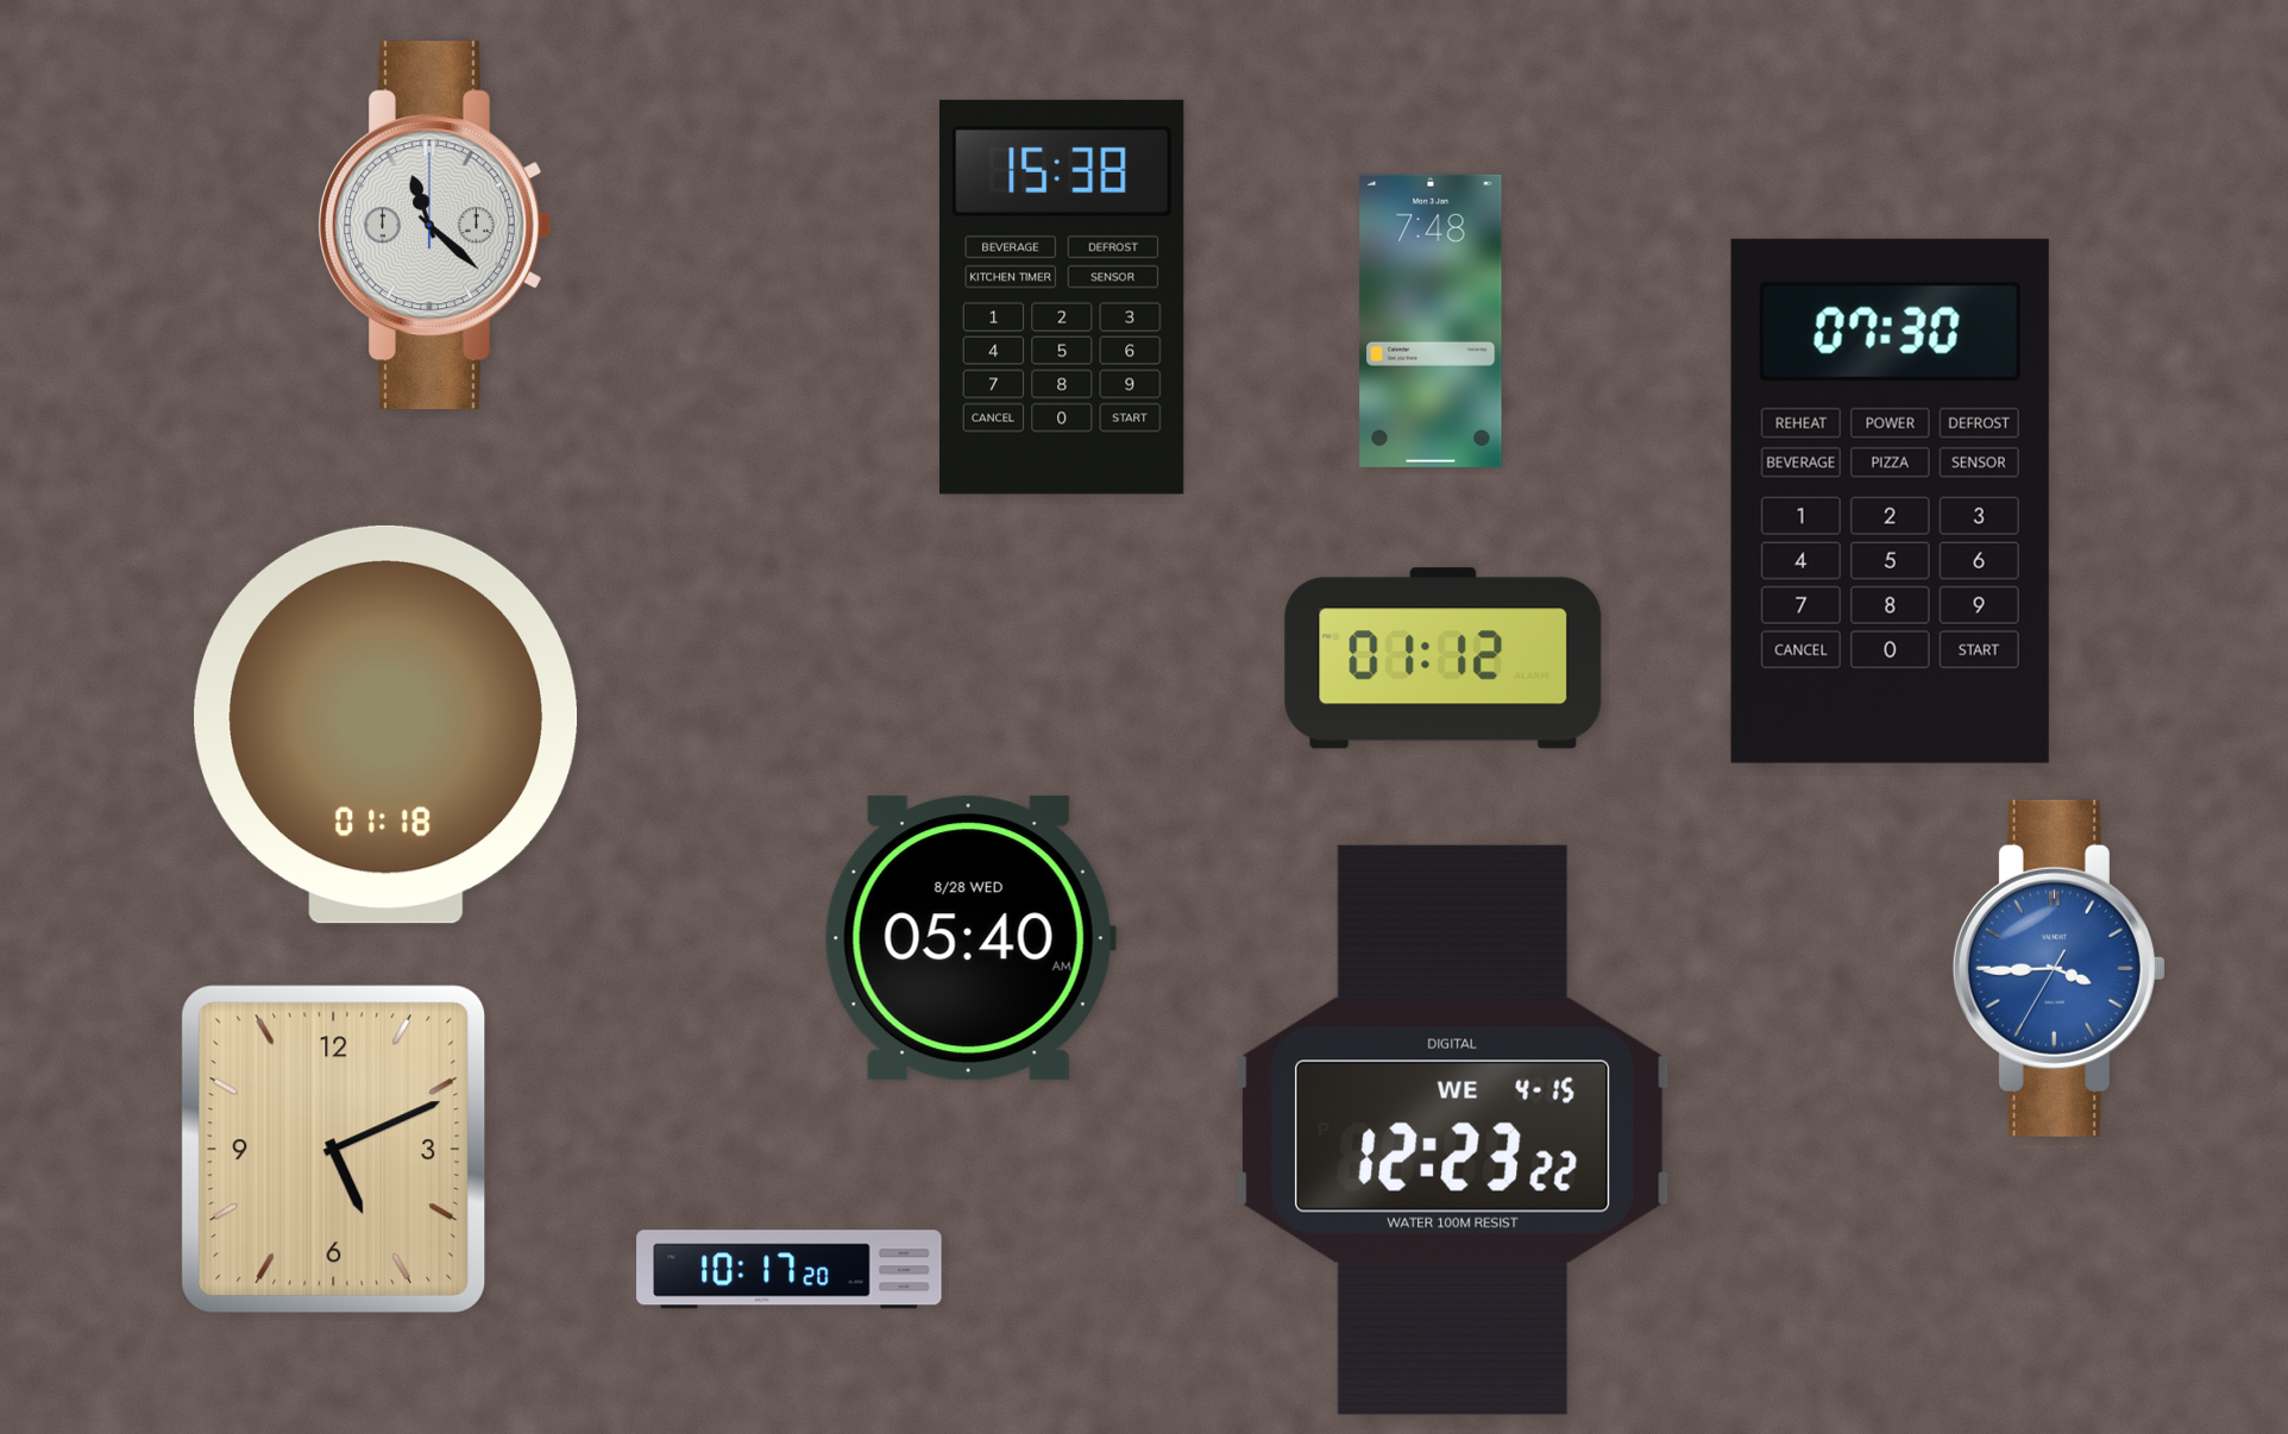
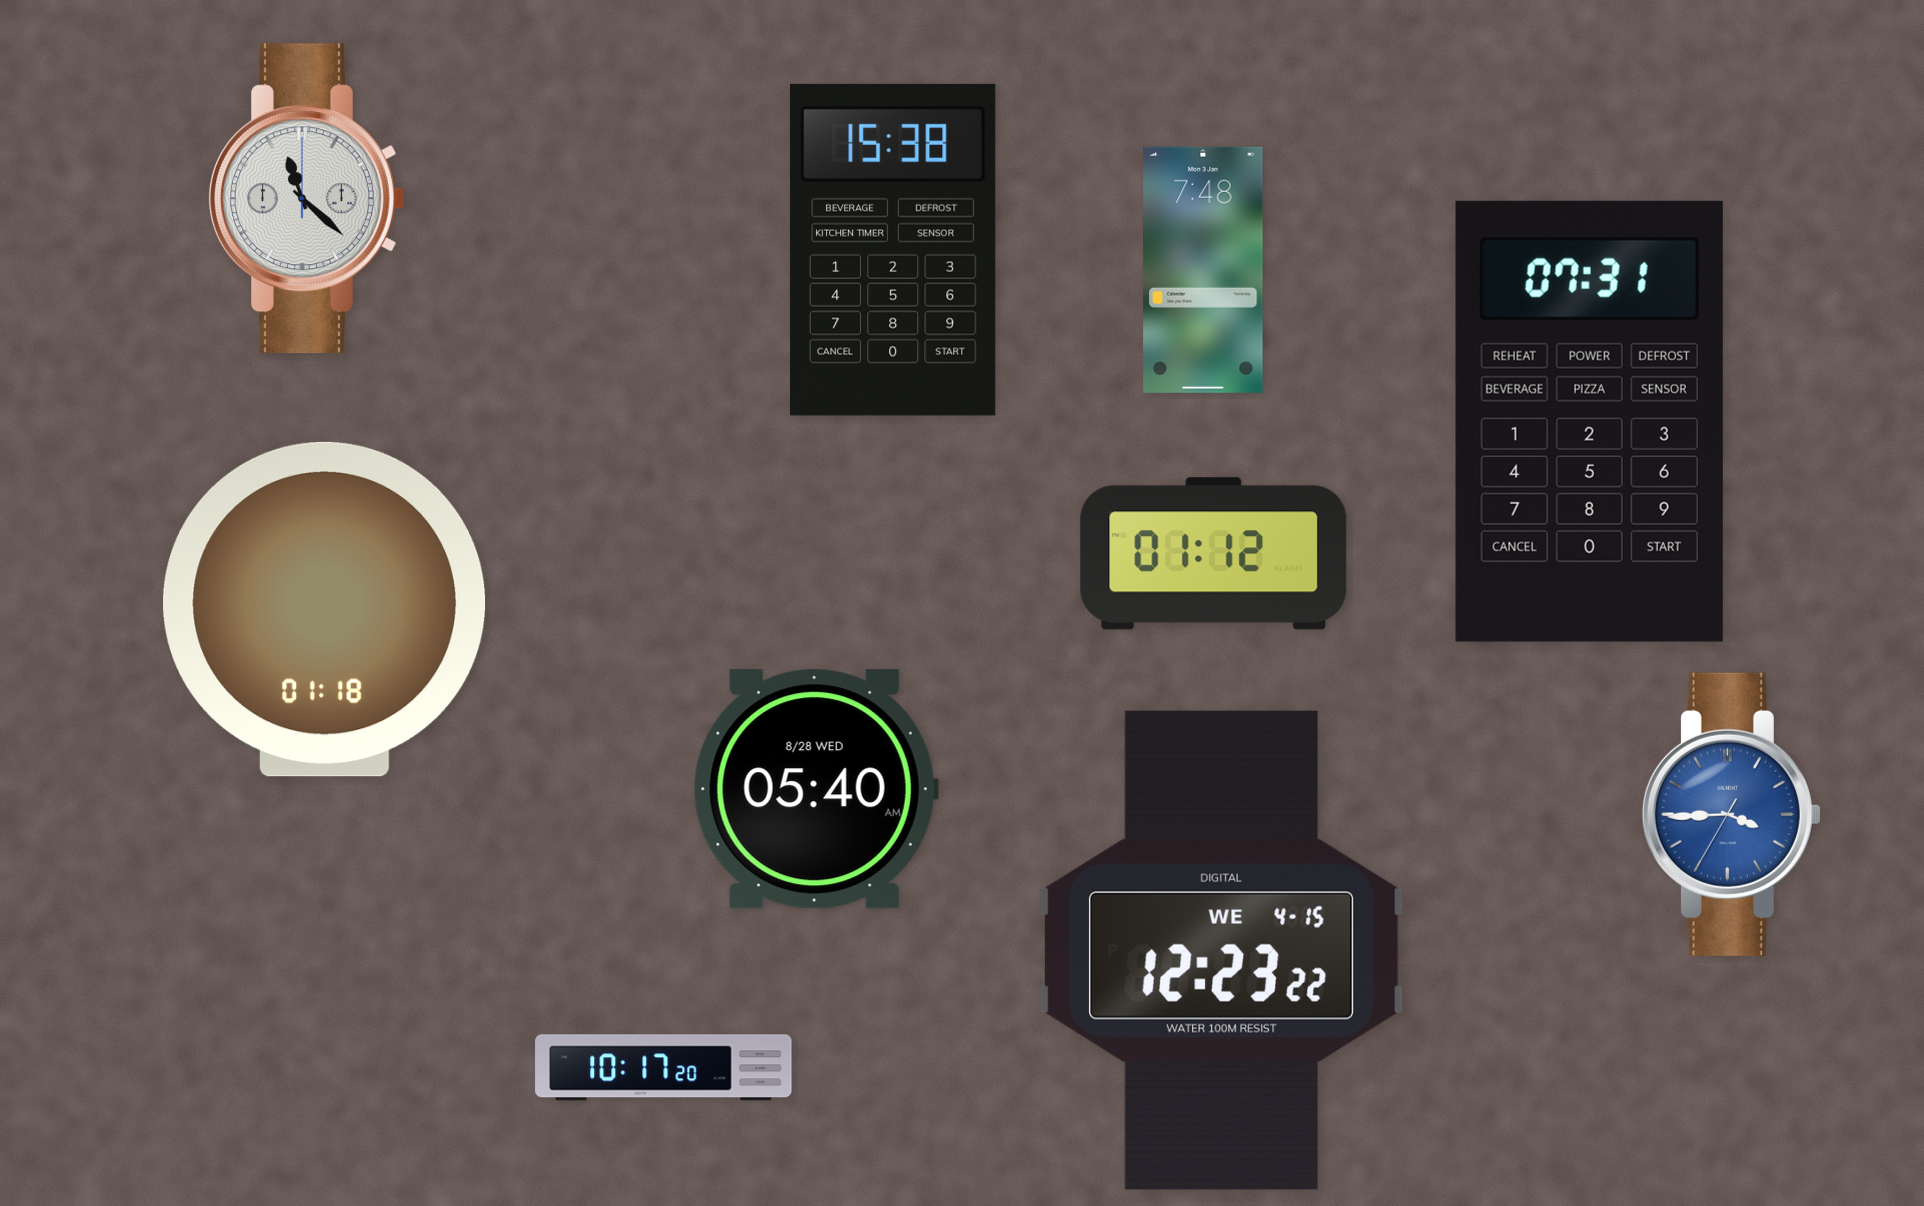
clock at (434, 226) position: (434, 226) -> (306, 199)
clock at (1890, 501): 07:30 -> 07:31
clock at (334, 1150): 5:11 -> none
